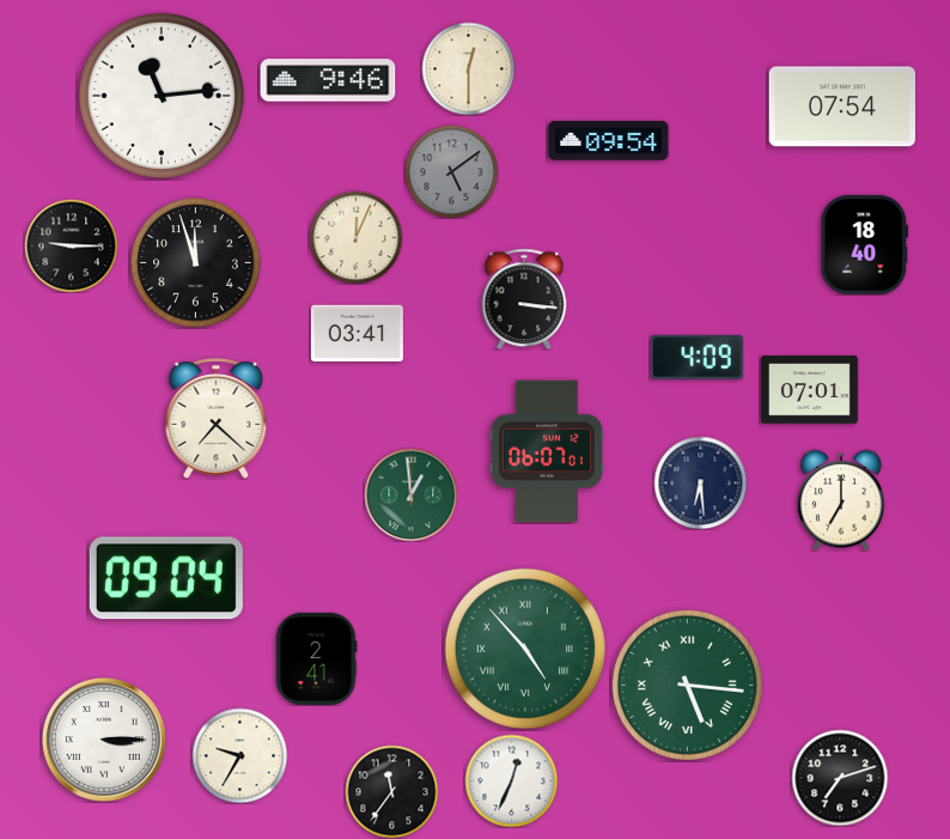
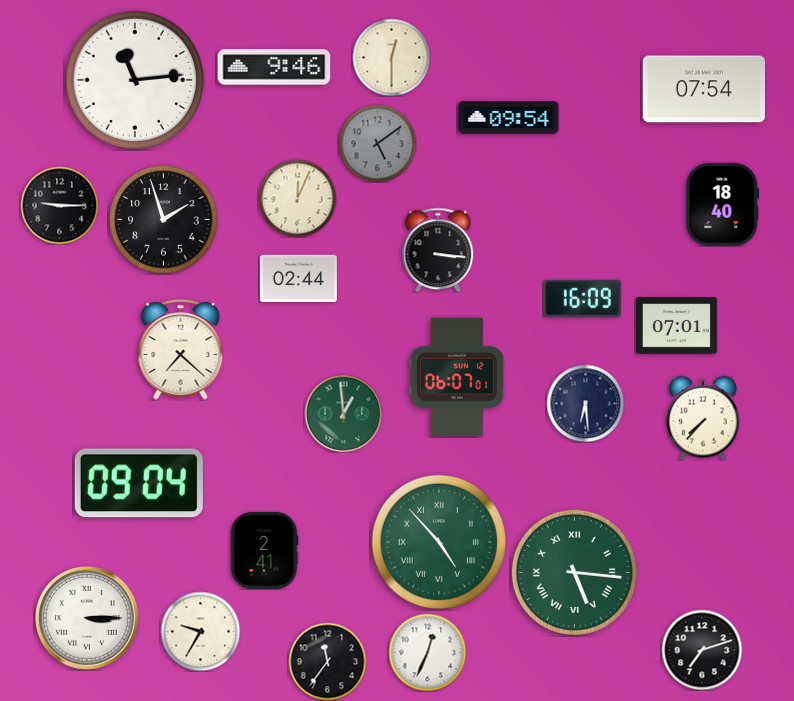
clock at (196, 263): 11:57 -> 1:57
clock at (357, 334): 03:41 -> 02:44
clock at (696, 357): 4:09 -> 16:09
clock at (842, 500): 7:00 -> 7:37
